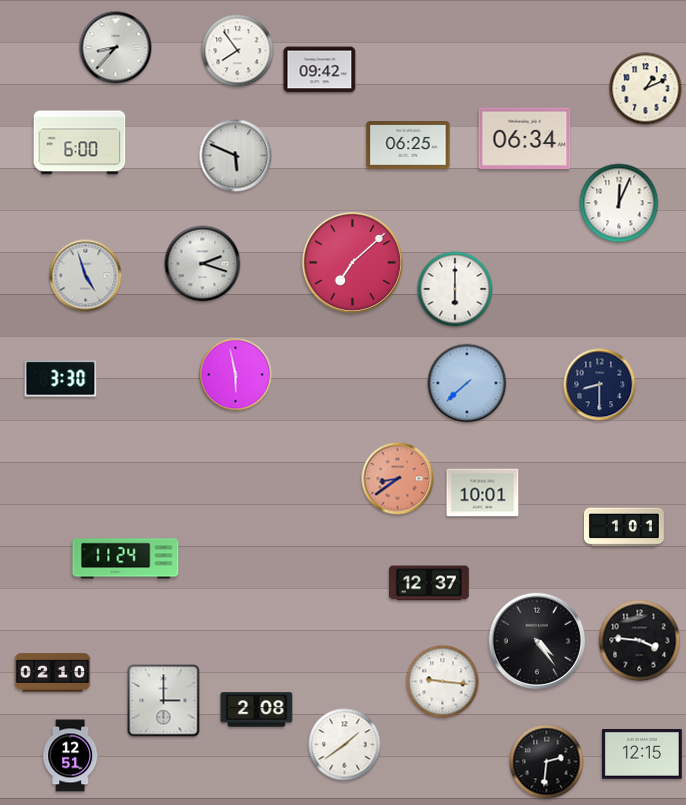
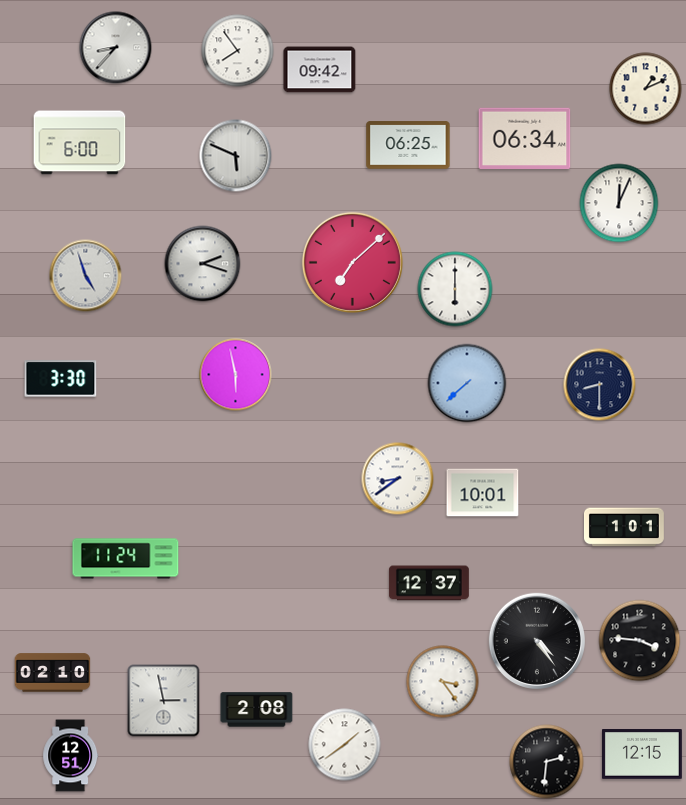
clock at (398, 479) dial: salmon -> white
clock at (443, 682): 9:16 -> 3:24
clock at (164, 701): 3:00 -> 2:58
